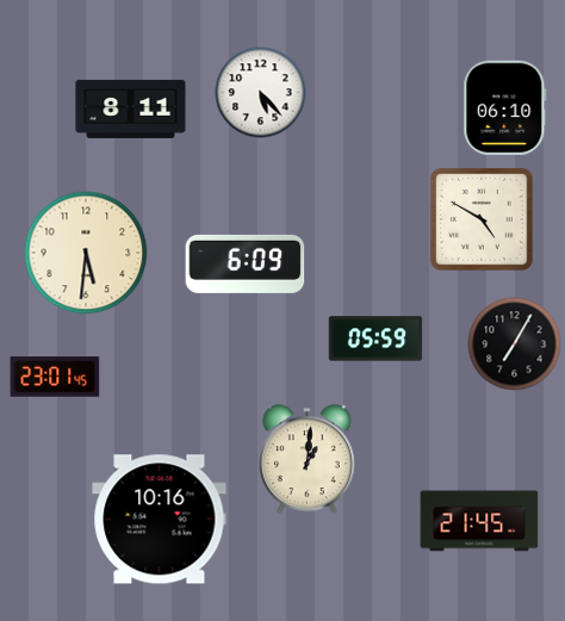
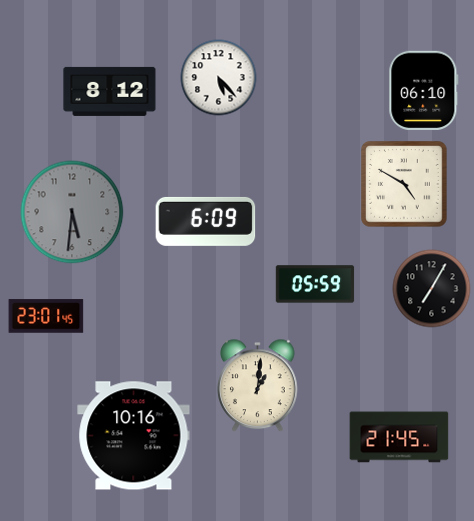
clock at (131, 108): 8:11 -> 8:12
clock at (86, 253) dial: cream -> grey
clock at (479, 521) position: (479, 521) -> (399, 437)
